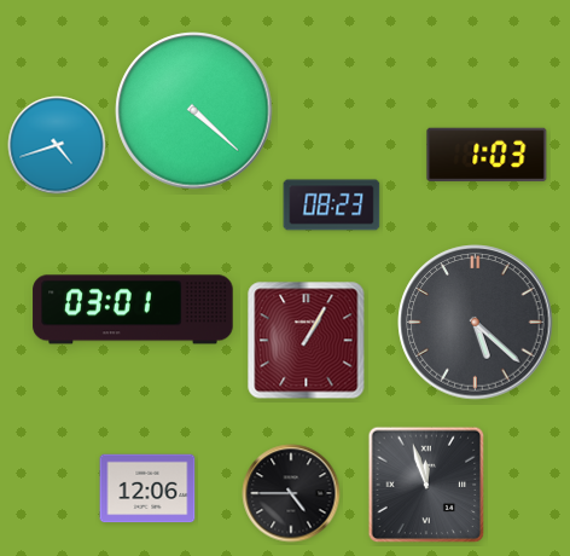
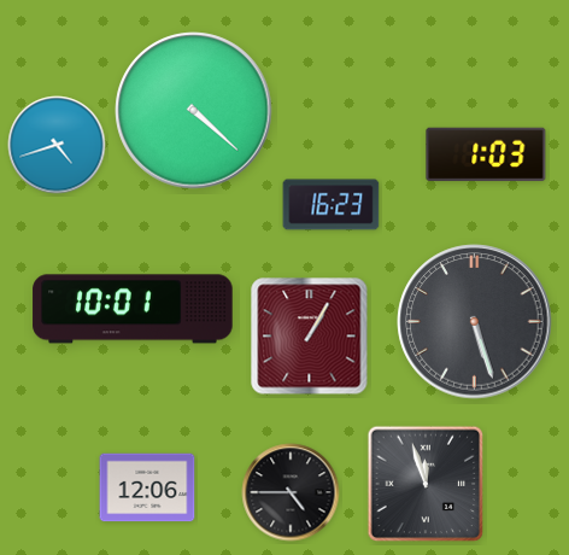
clock at (332, 205): 08:23 -> 16:23
clock at (133, 309): 03:01 -> 10:01
clock at (476, 323): 5:22 -> 5:27
clock at (307, 341) position: (307, 341) -> (310, 337)
